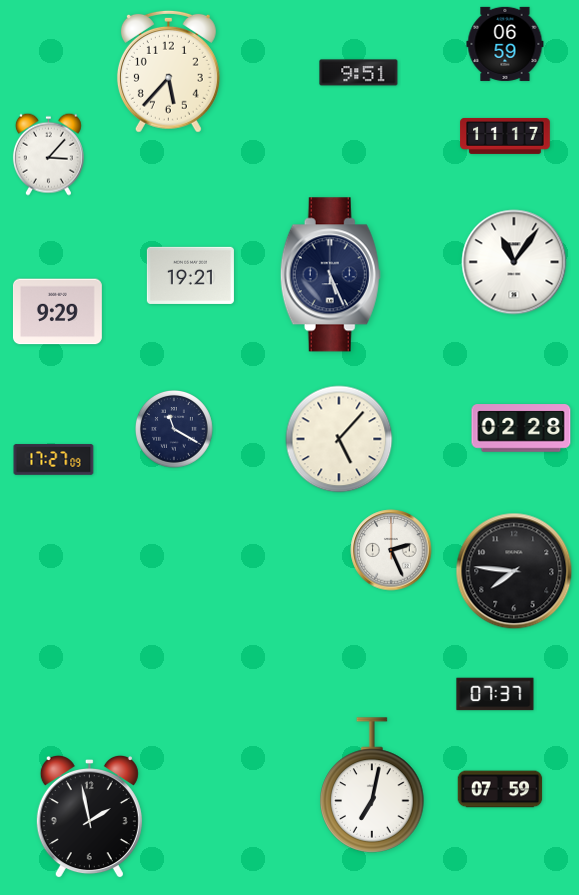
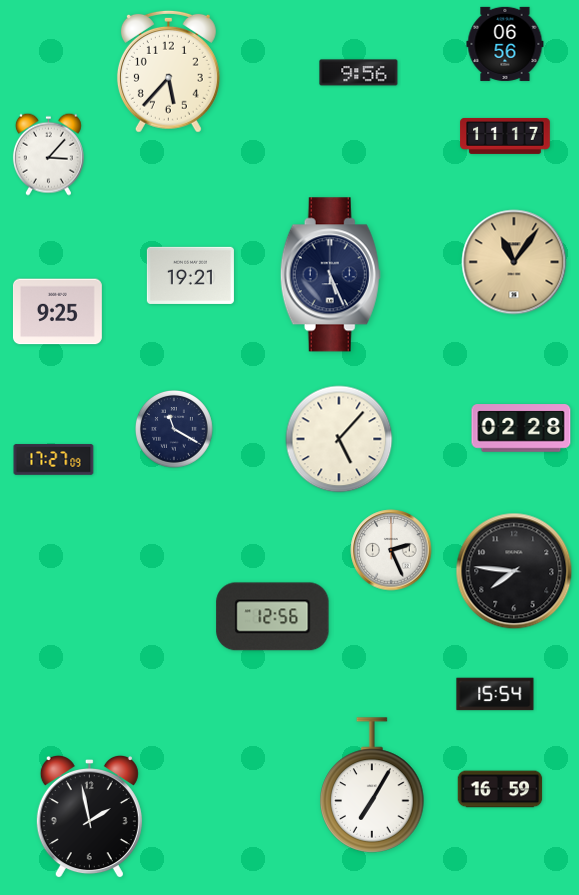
clock at (505, 44): 06:59 -> 06:56
clock at (359, 73): 9:51 -> 9:56
clock at (514, 262) dial: white -> champagne
clock at (57, 312): 9:29 -> 9:25
clock at (273, 617): none -> 12:56
clock at (495, 694): 07:37 -> 15:54
clock at (372, 785): 7:02 -> 7:05
clock at (500, 789): 07:59 -> 16:59
